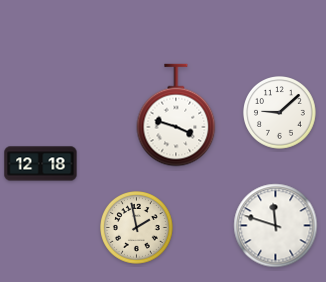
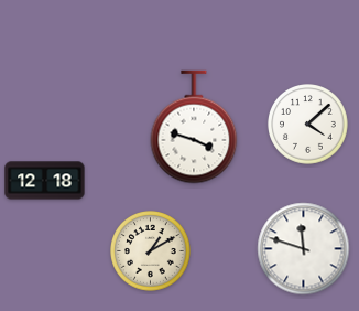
clock at (280, 113): 9:08 -> 4:08
clock at (137, 228): 1:58 -> 1:10
